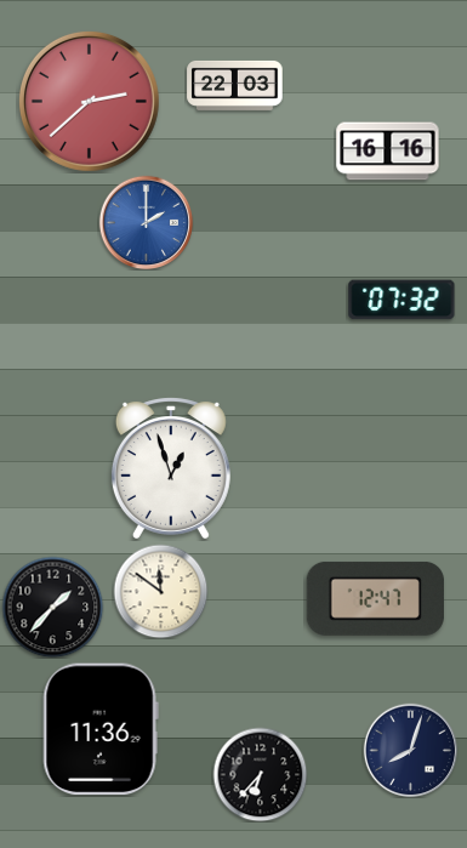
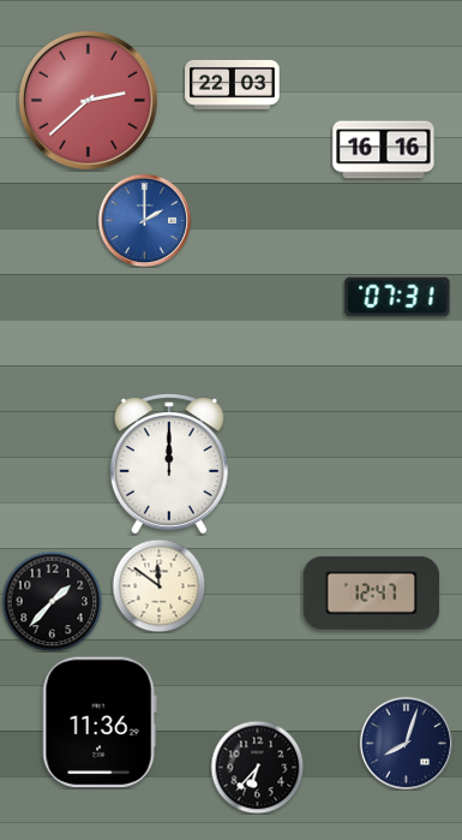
clock at (401, 300): 07:32 -> 07:31
clock at (171, 468): 12:57 -> 12:00
